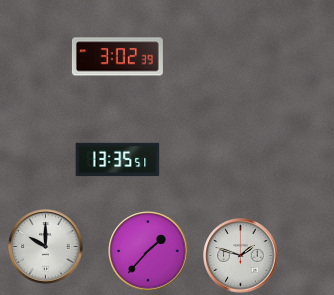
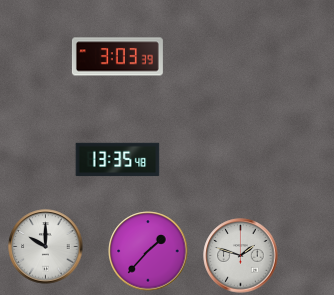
clock at (117, 57): 3:02 -> 3:03
clock at (118, 160): 13:35:51 -> 13:35:48
